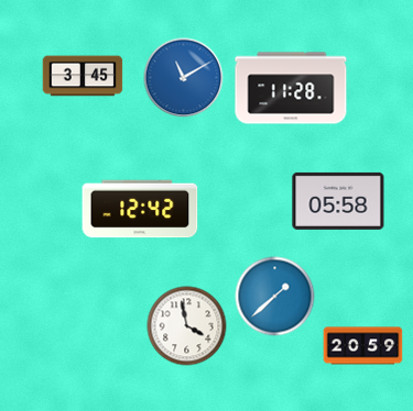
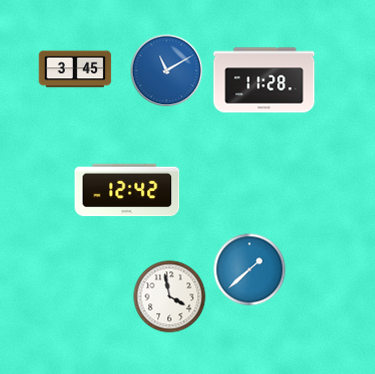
clock at (338, 201): 05:58 -> none
clock at (363, 346): 20:59 -> none
